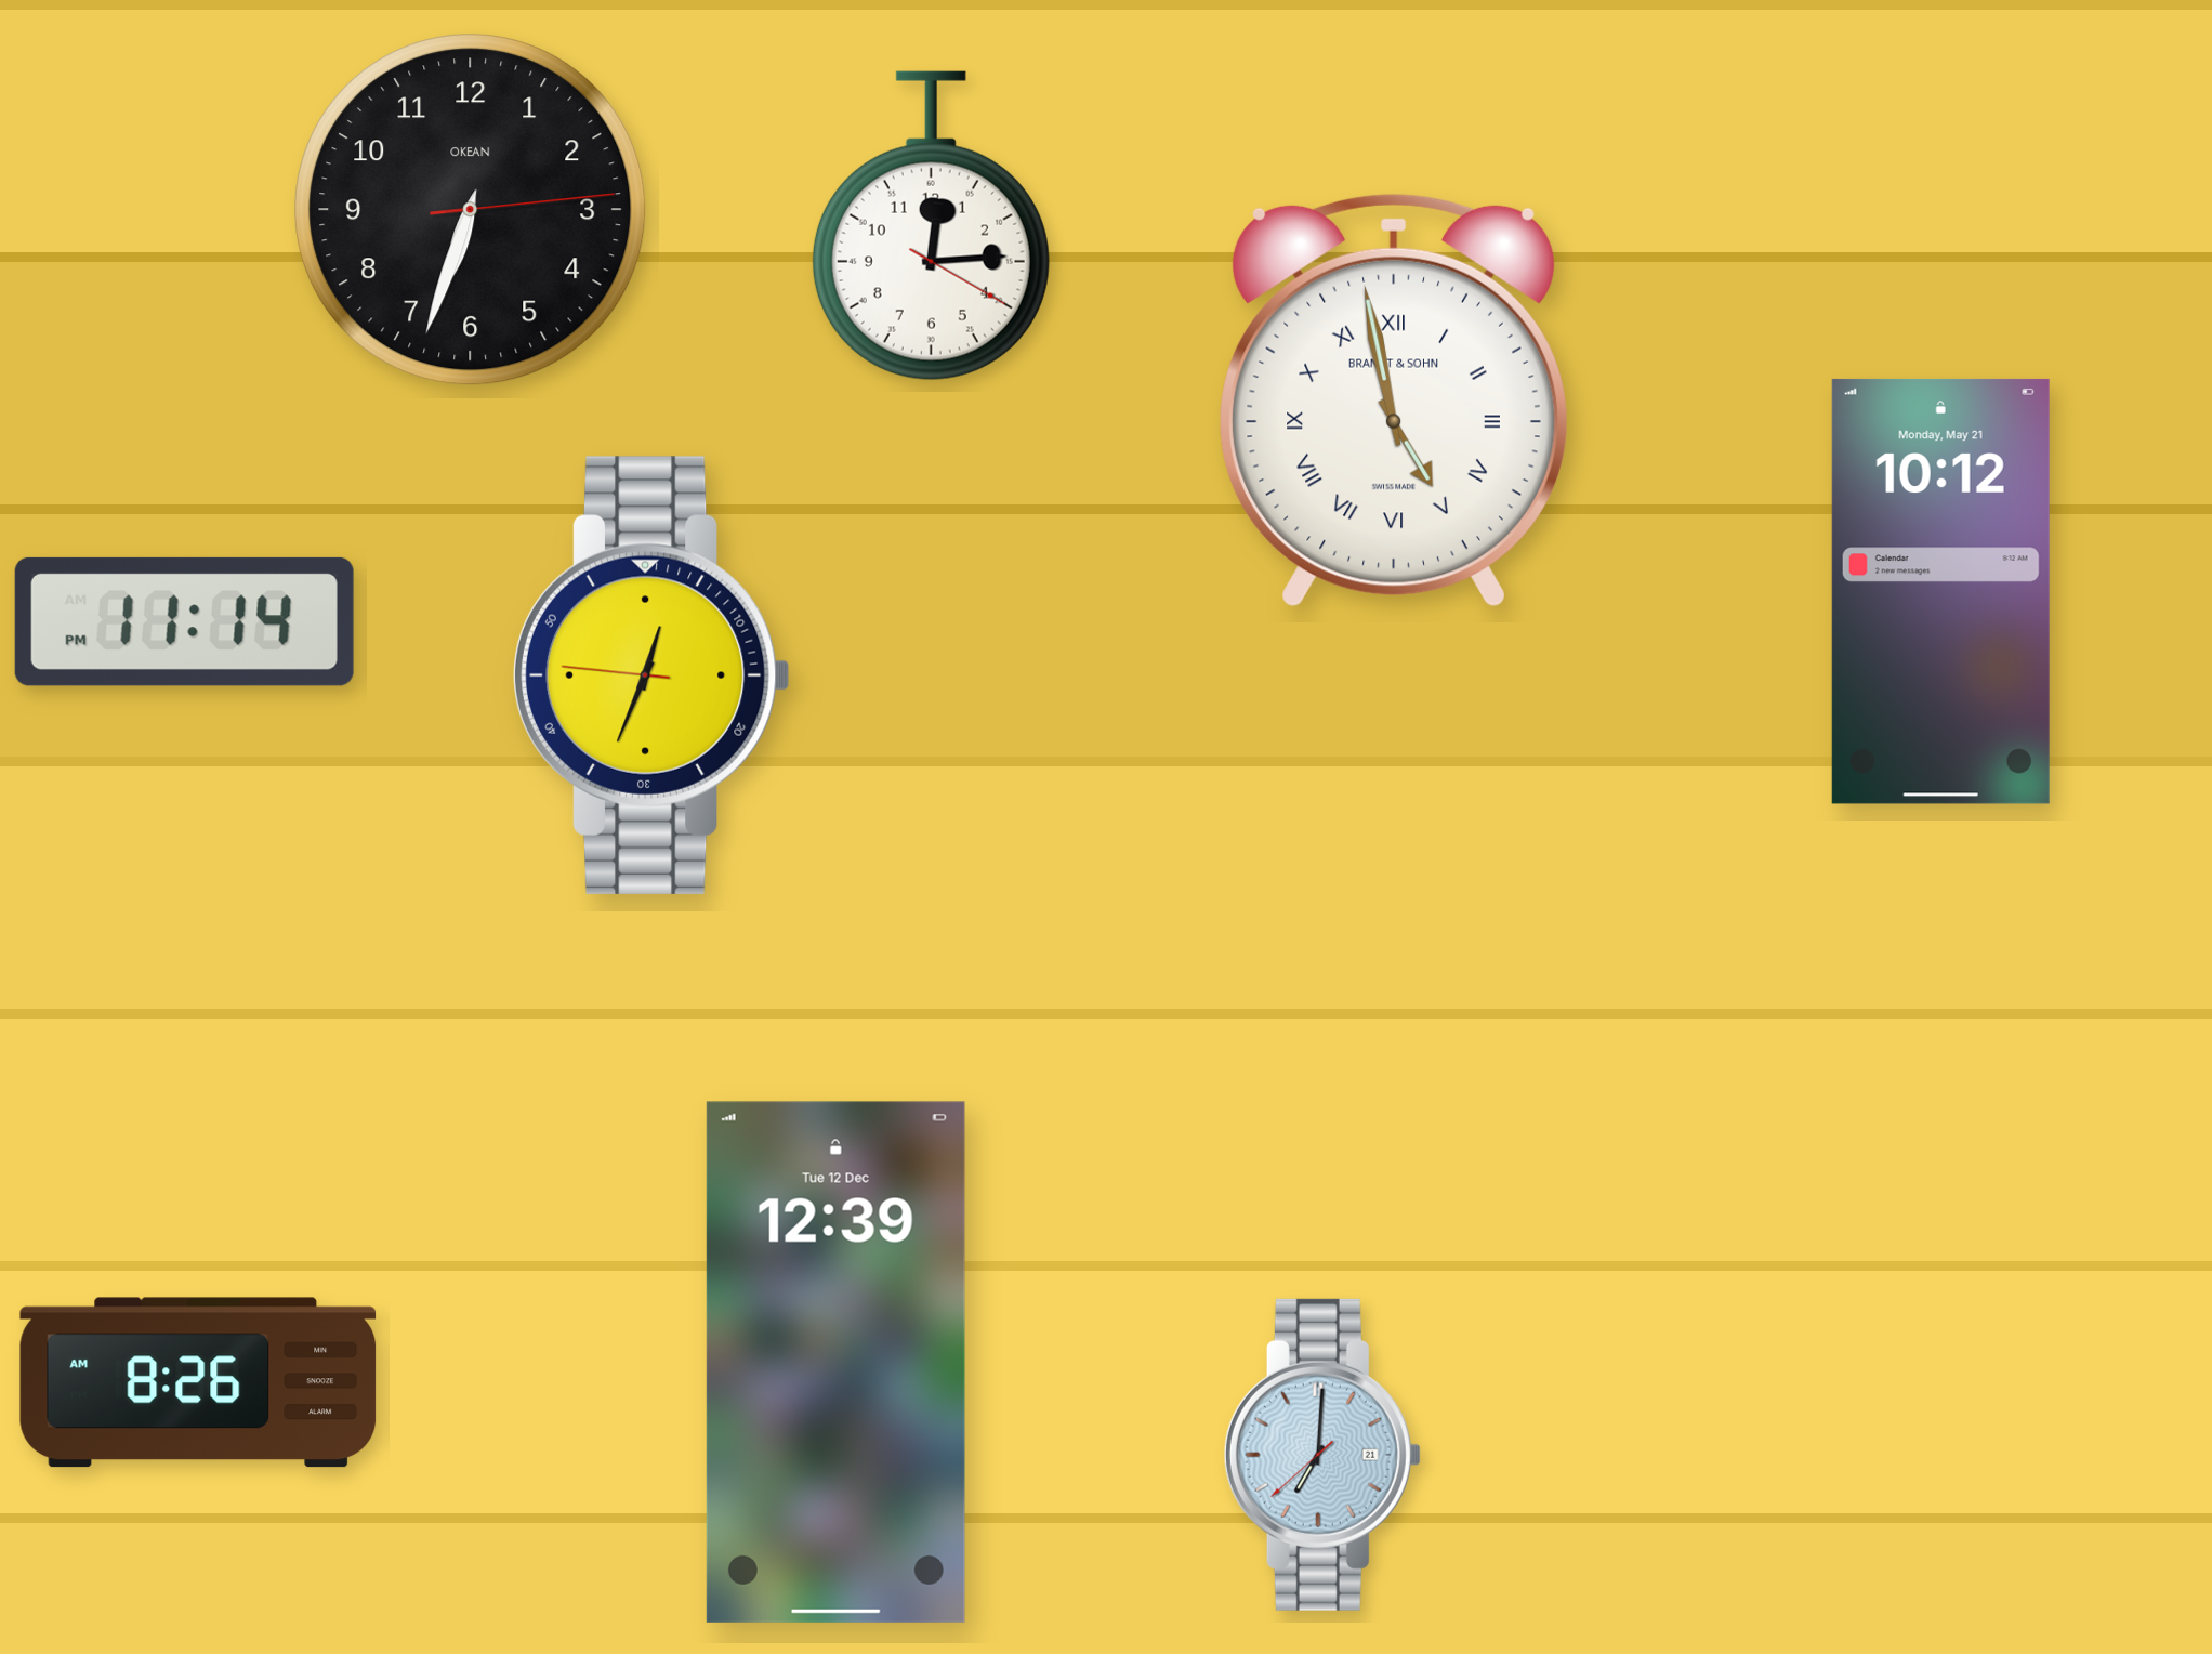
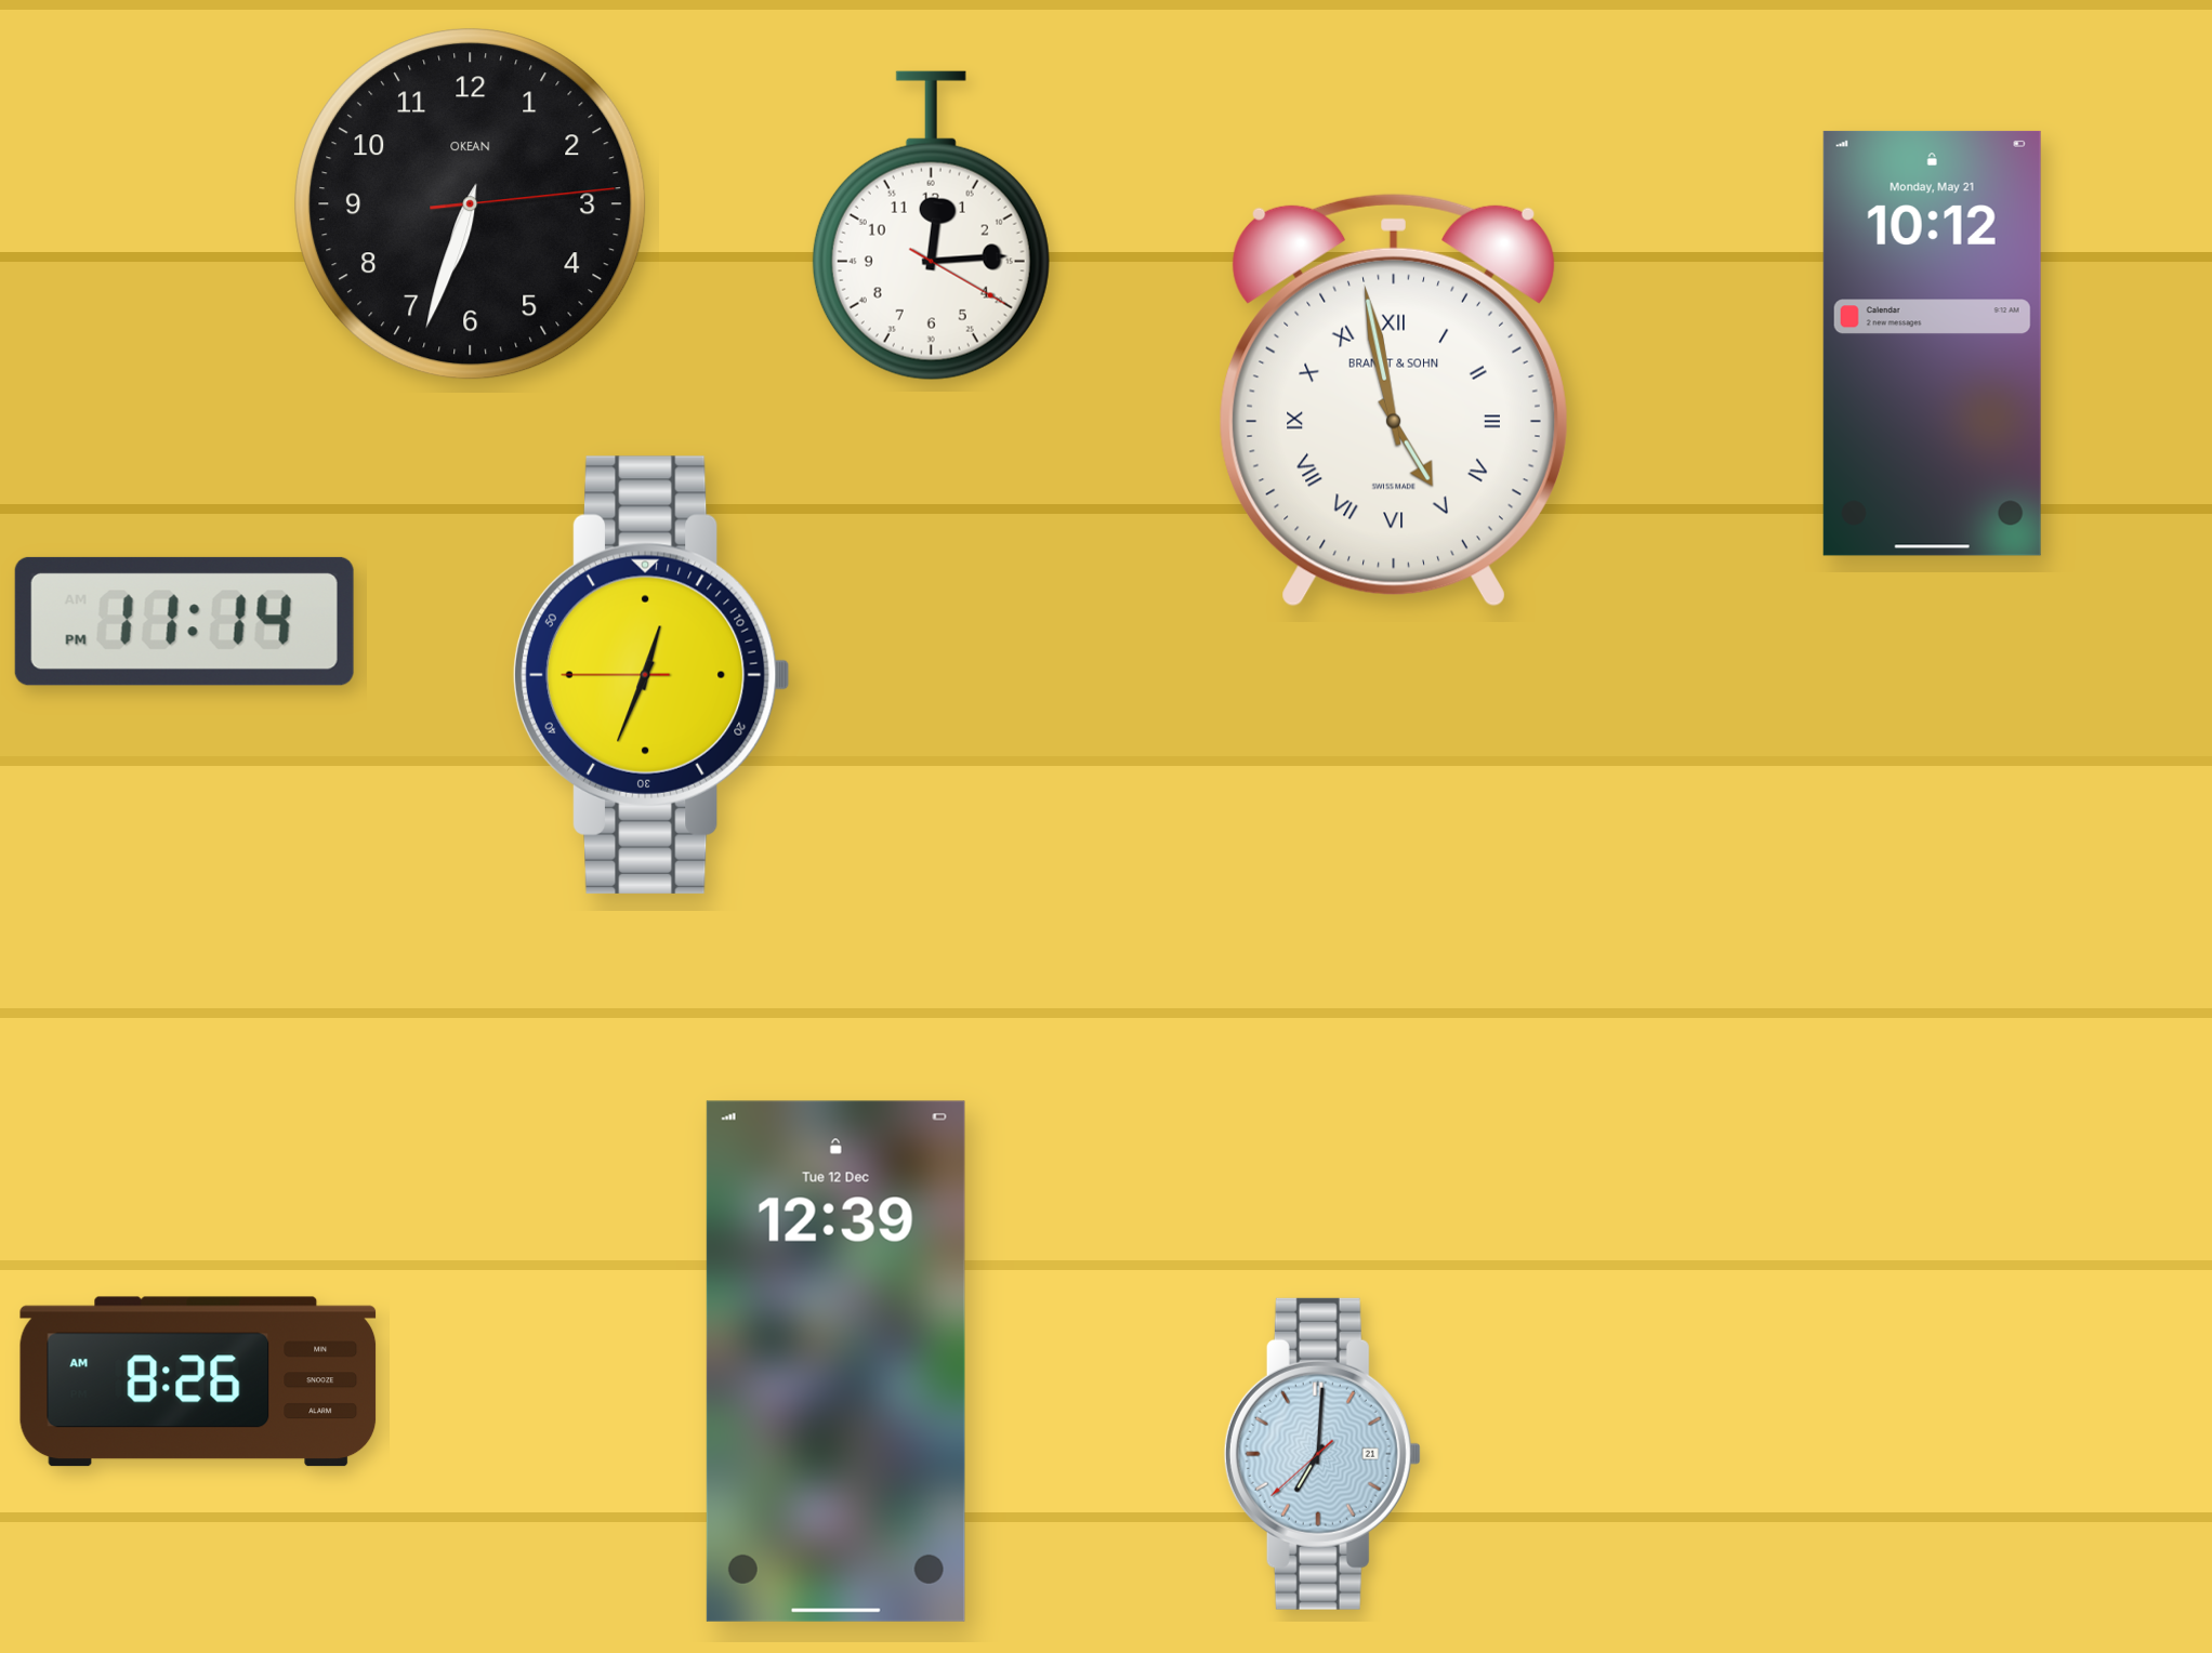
clock at (471, 210) position: (471, 210) -> (471, 204)
clock at (1940, 591) position: (1940, 591) -> (1932, 343)
clock at (651, 675): 12:33:46 -> 12:33:45
